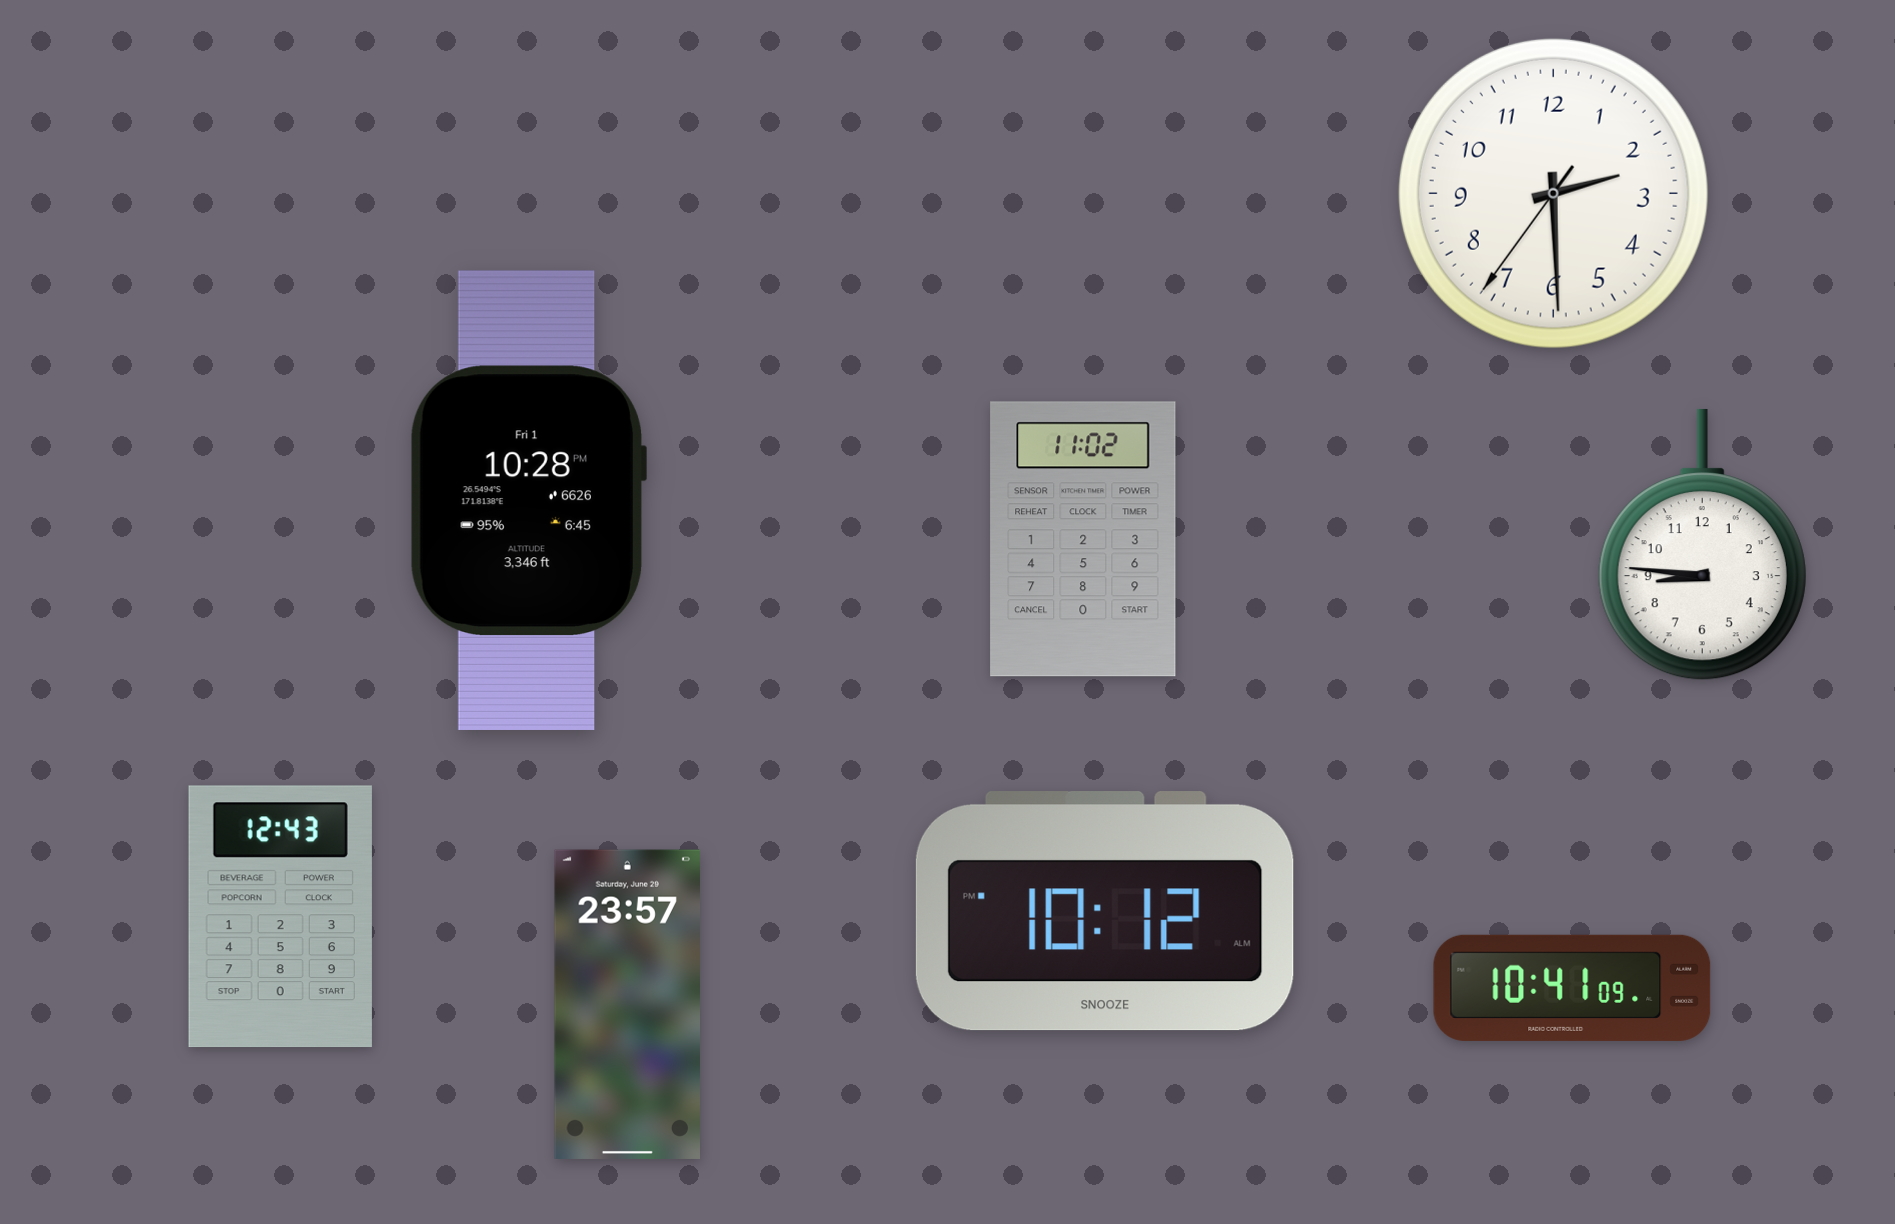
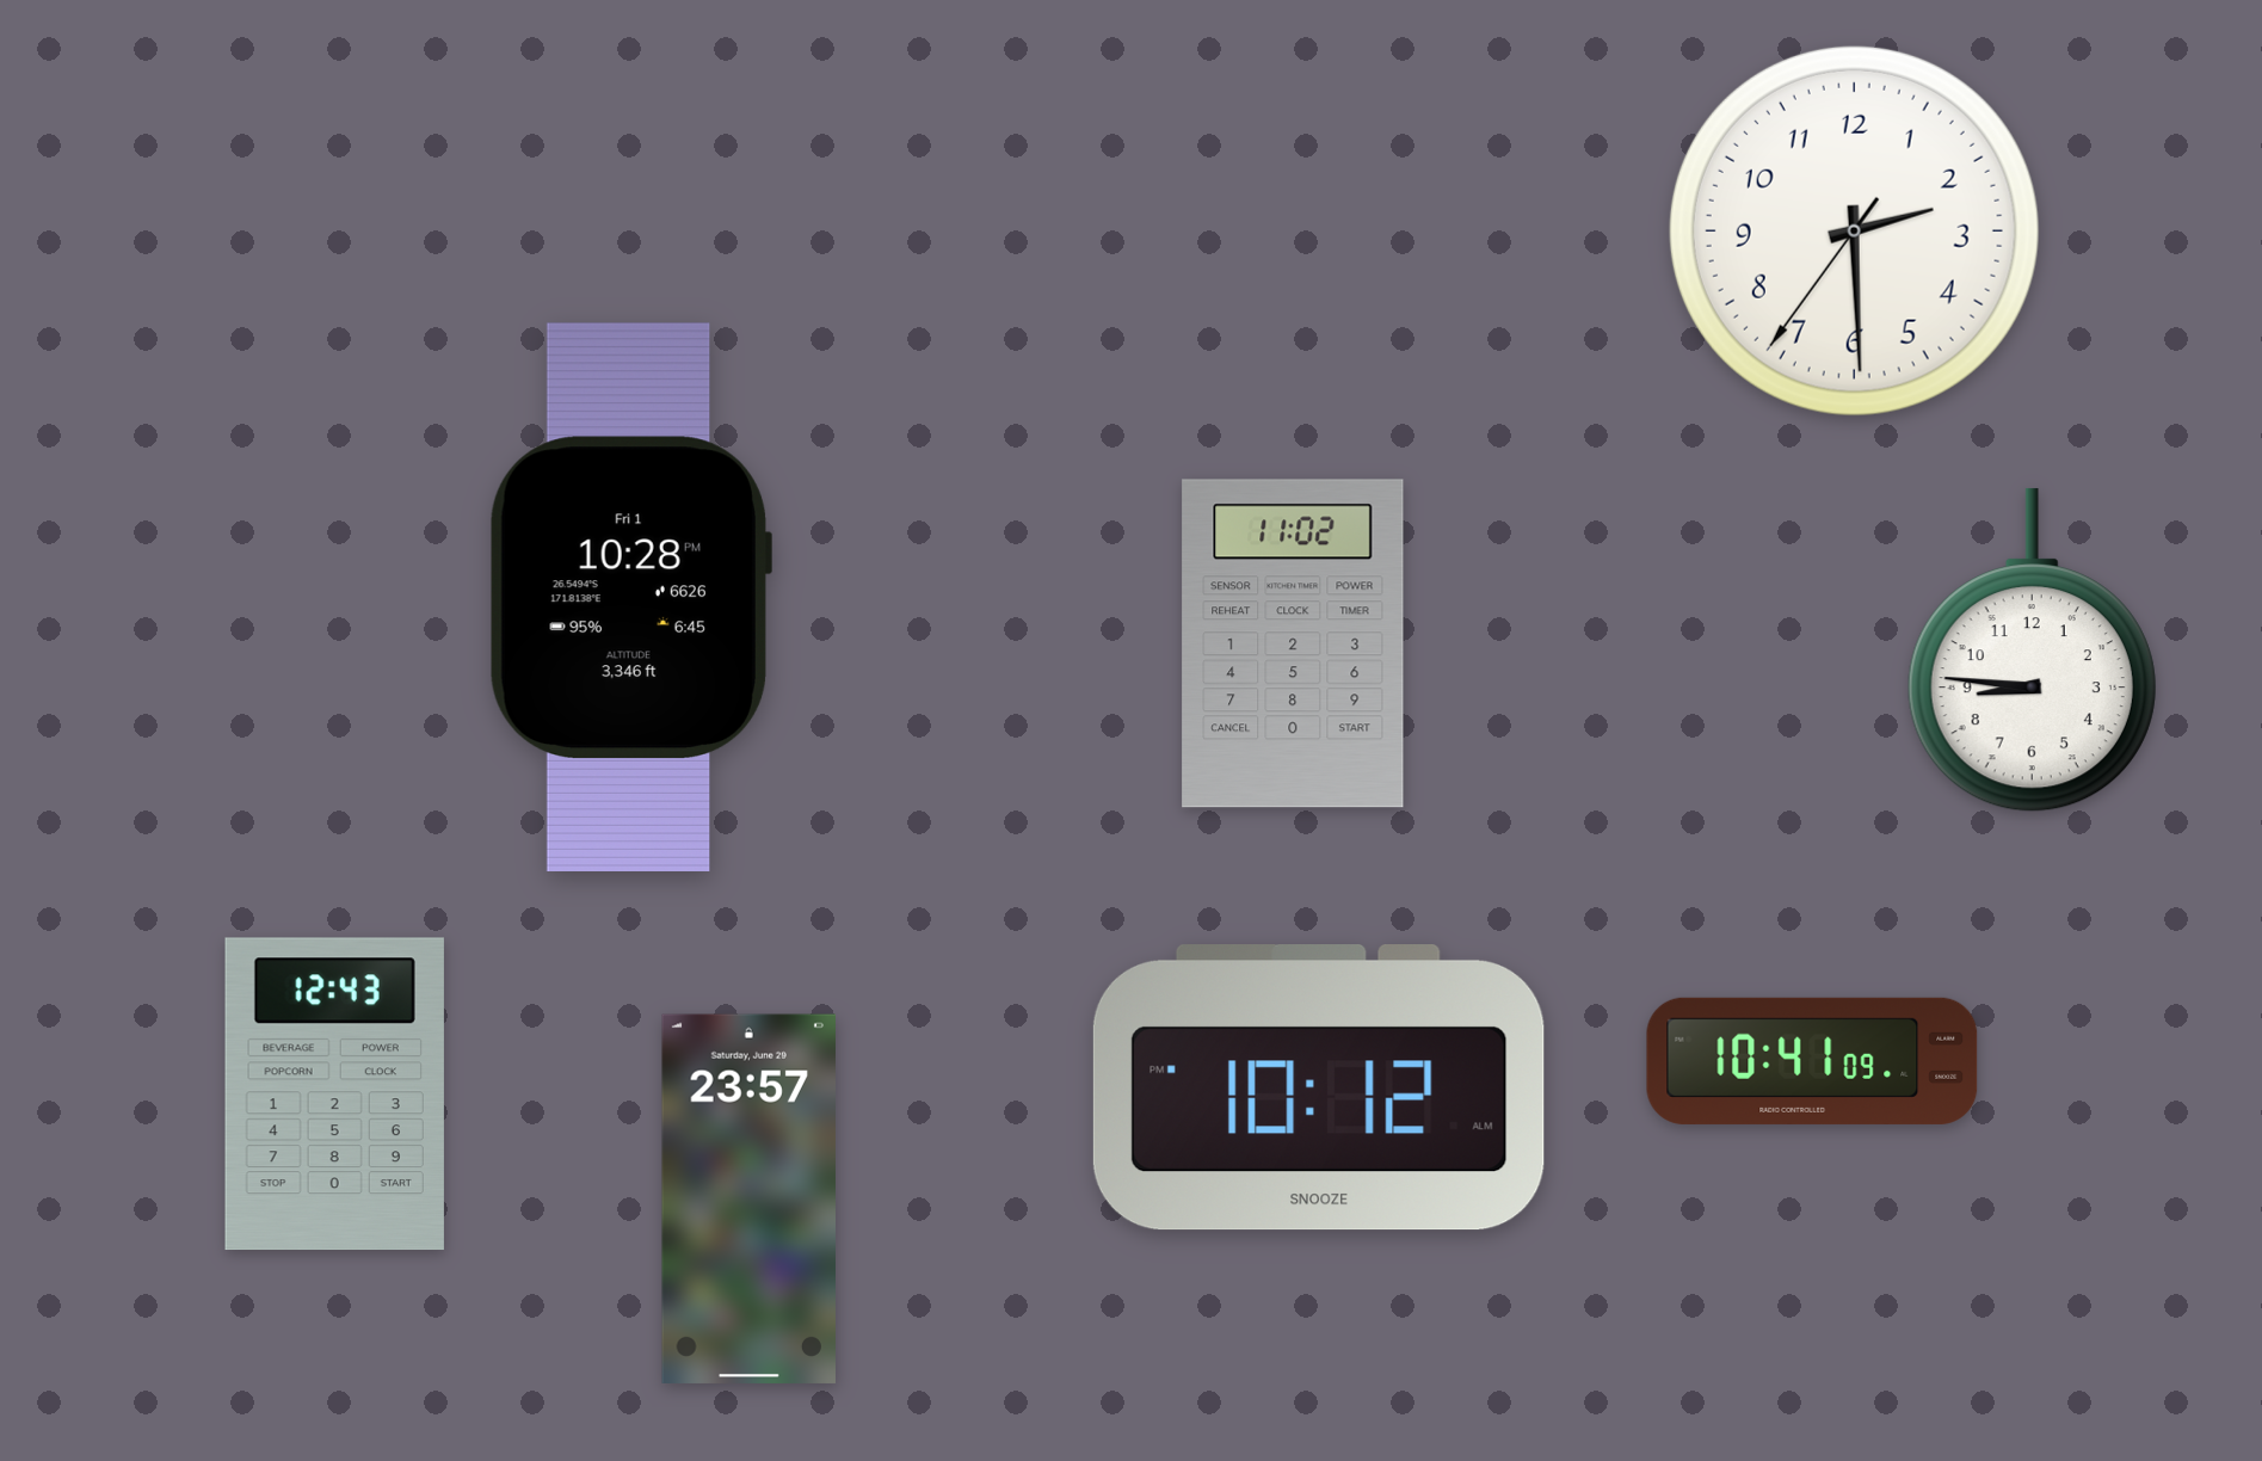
clock at (1572, 988) position: (1572, 988) -> (1812, 1061)
